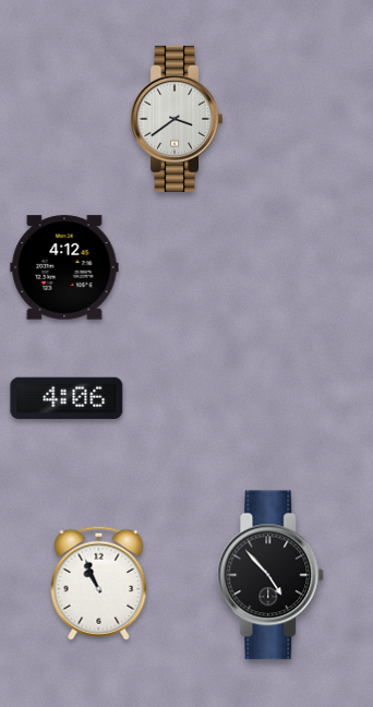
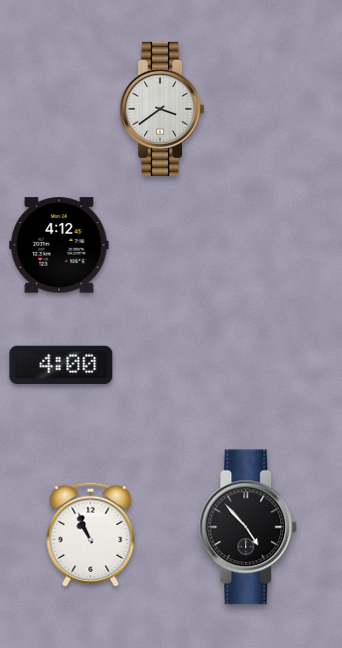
clock at (67, 398): 4:06 -> 4:00
